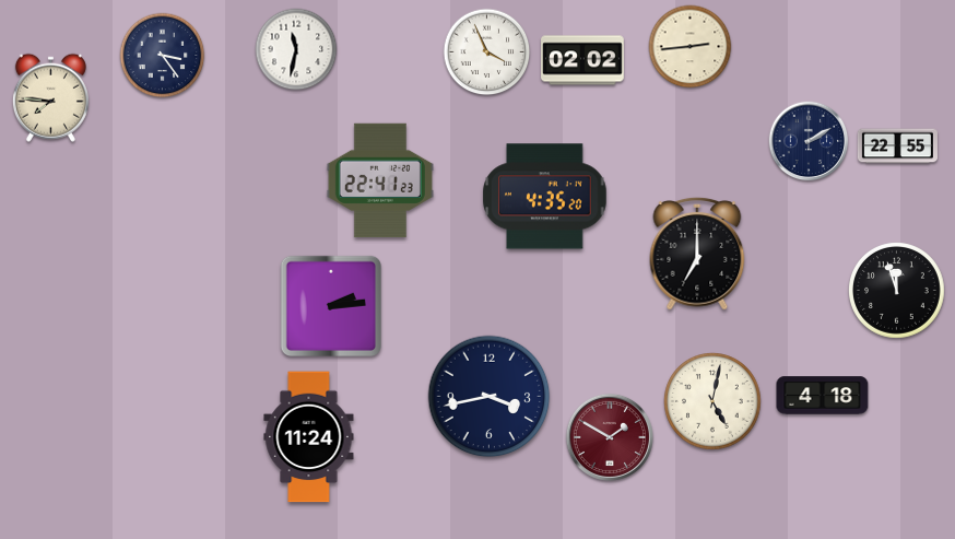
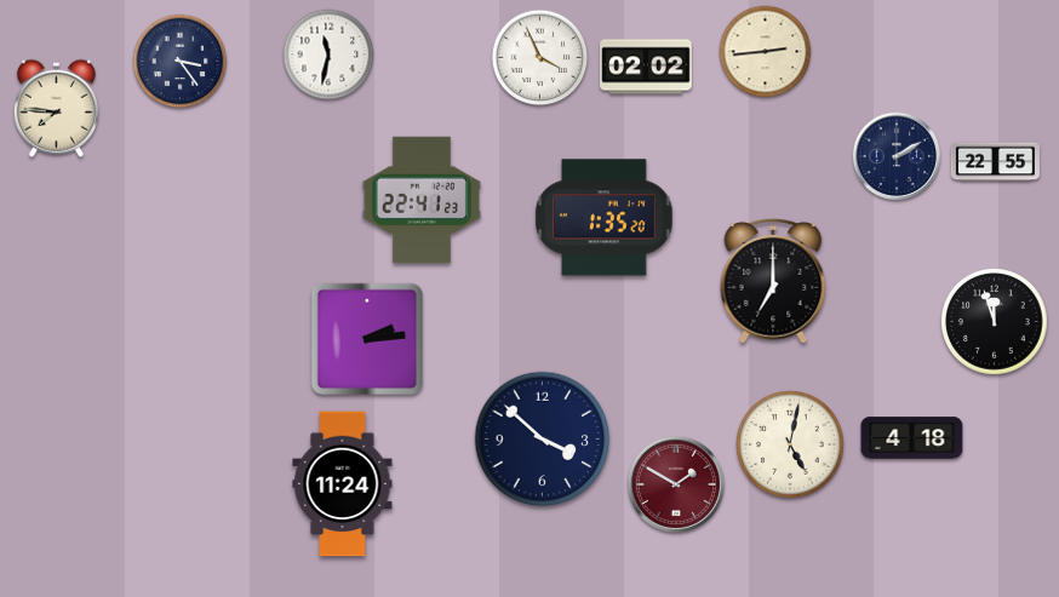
clock at (545, 197): 4:35 -> 1:35
clock at (490, 397): 3:43 -> 3:52
